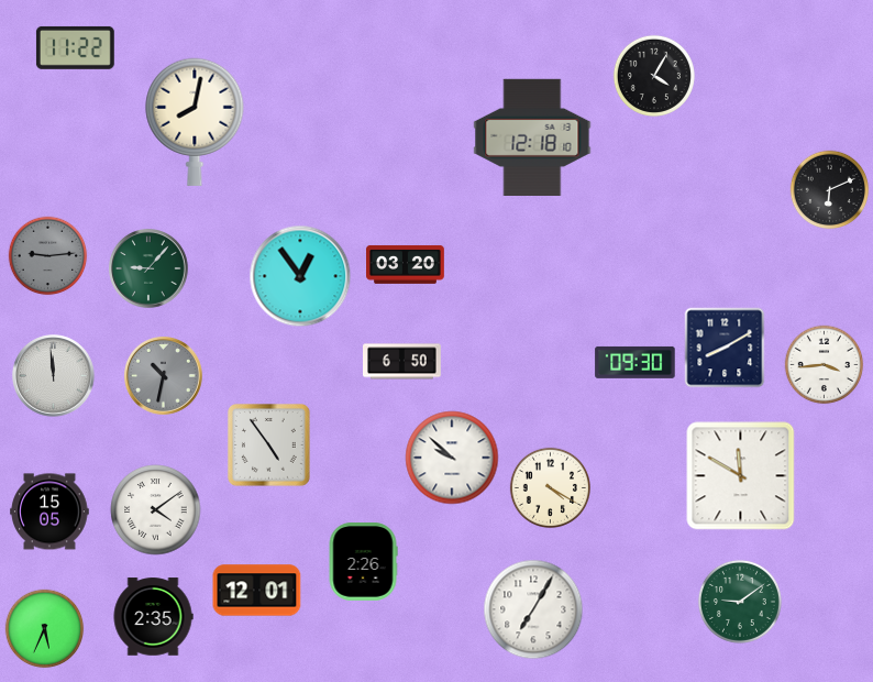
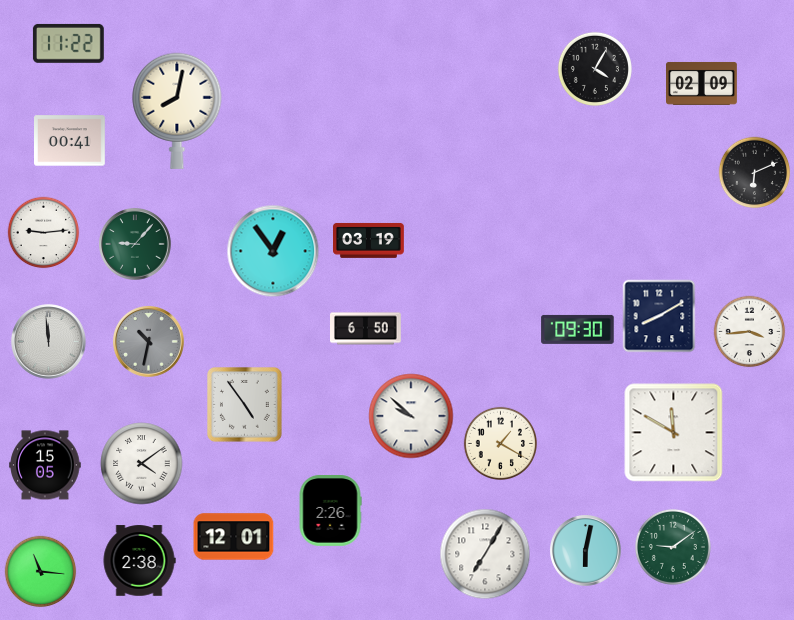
clock at (702, 83): none -> 02:09
clock at (532, 136): 12:18 -> none
clock at (70, 141): none -> 00:41
clock at (48, 256) dial: grey -> white
clock at (406, 264): 03:20 -> 03:19
clock at (550, 487): 4:20 -> 1:20
clock at (586, 551): none -> 6:02
clock at (153, 617): 2:35 -> 2:38
clock at (45, 629): 5:34 -> 11:16
